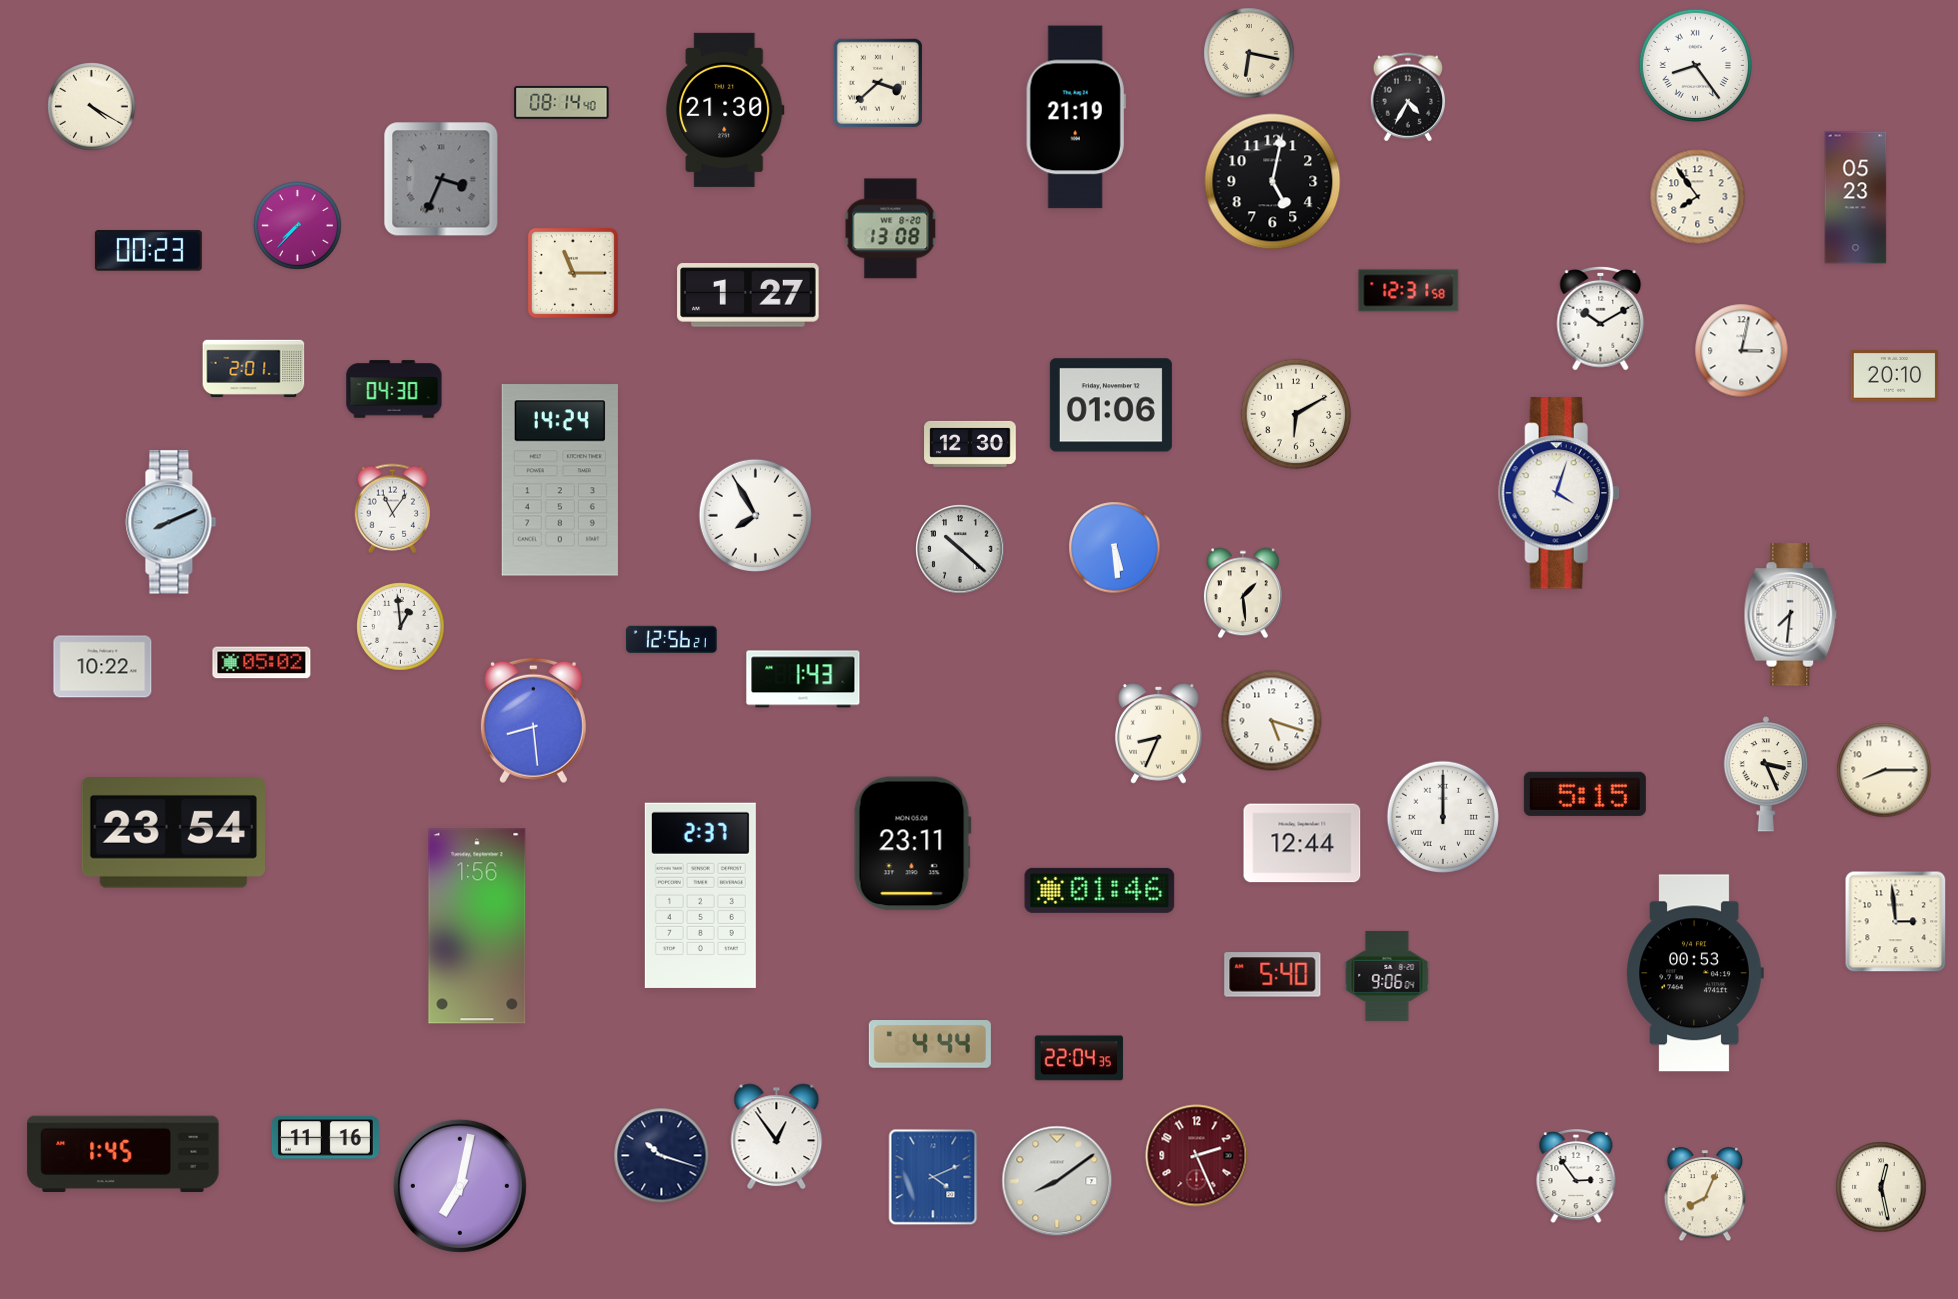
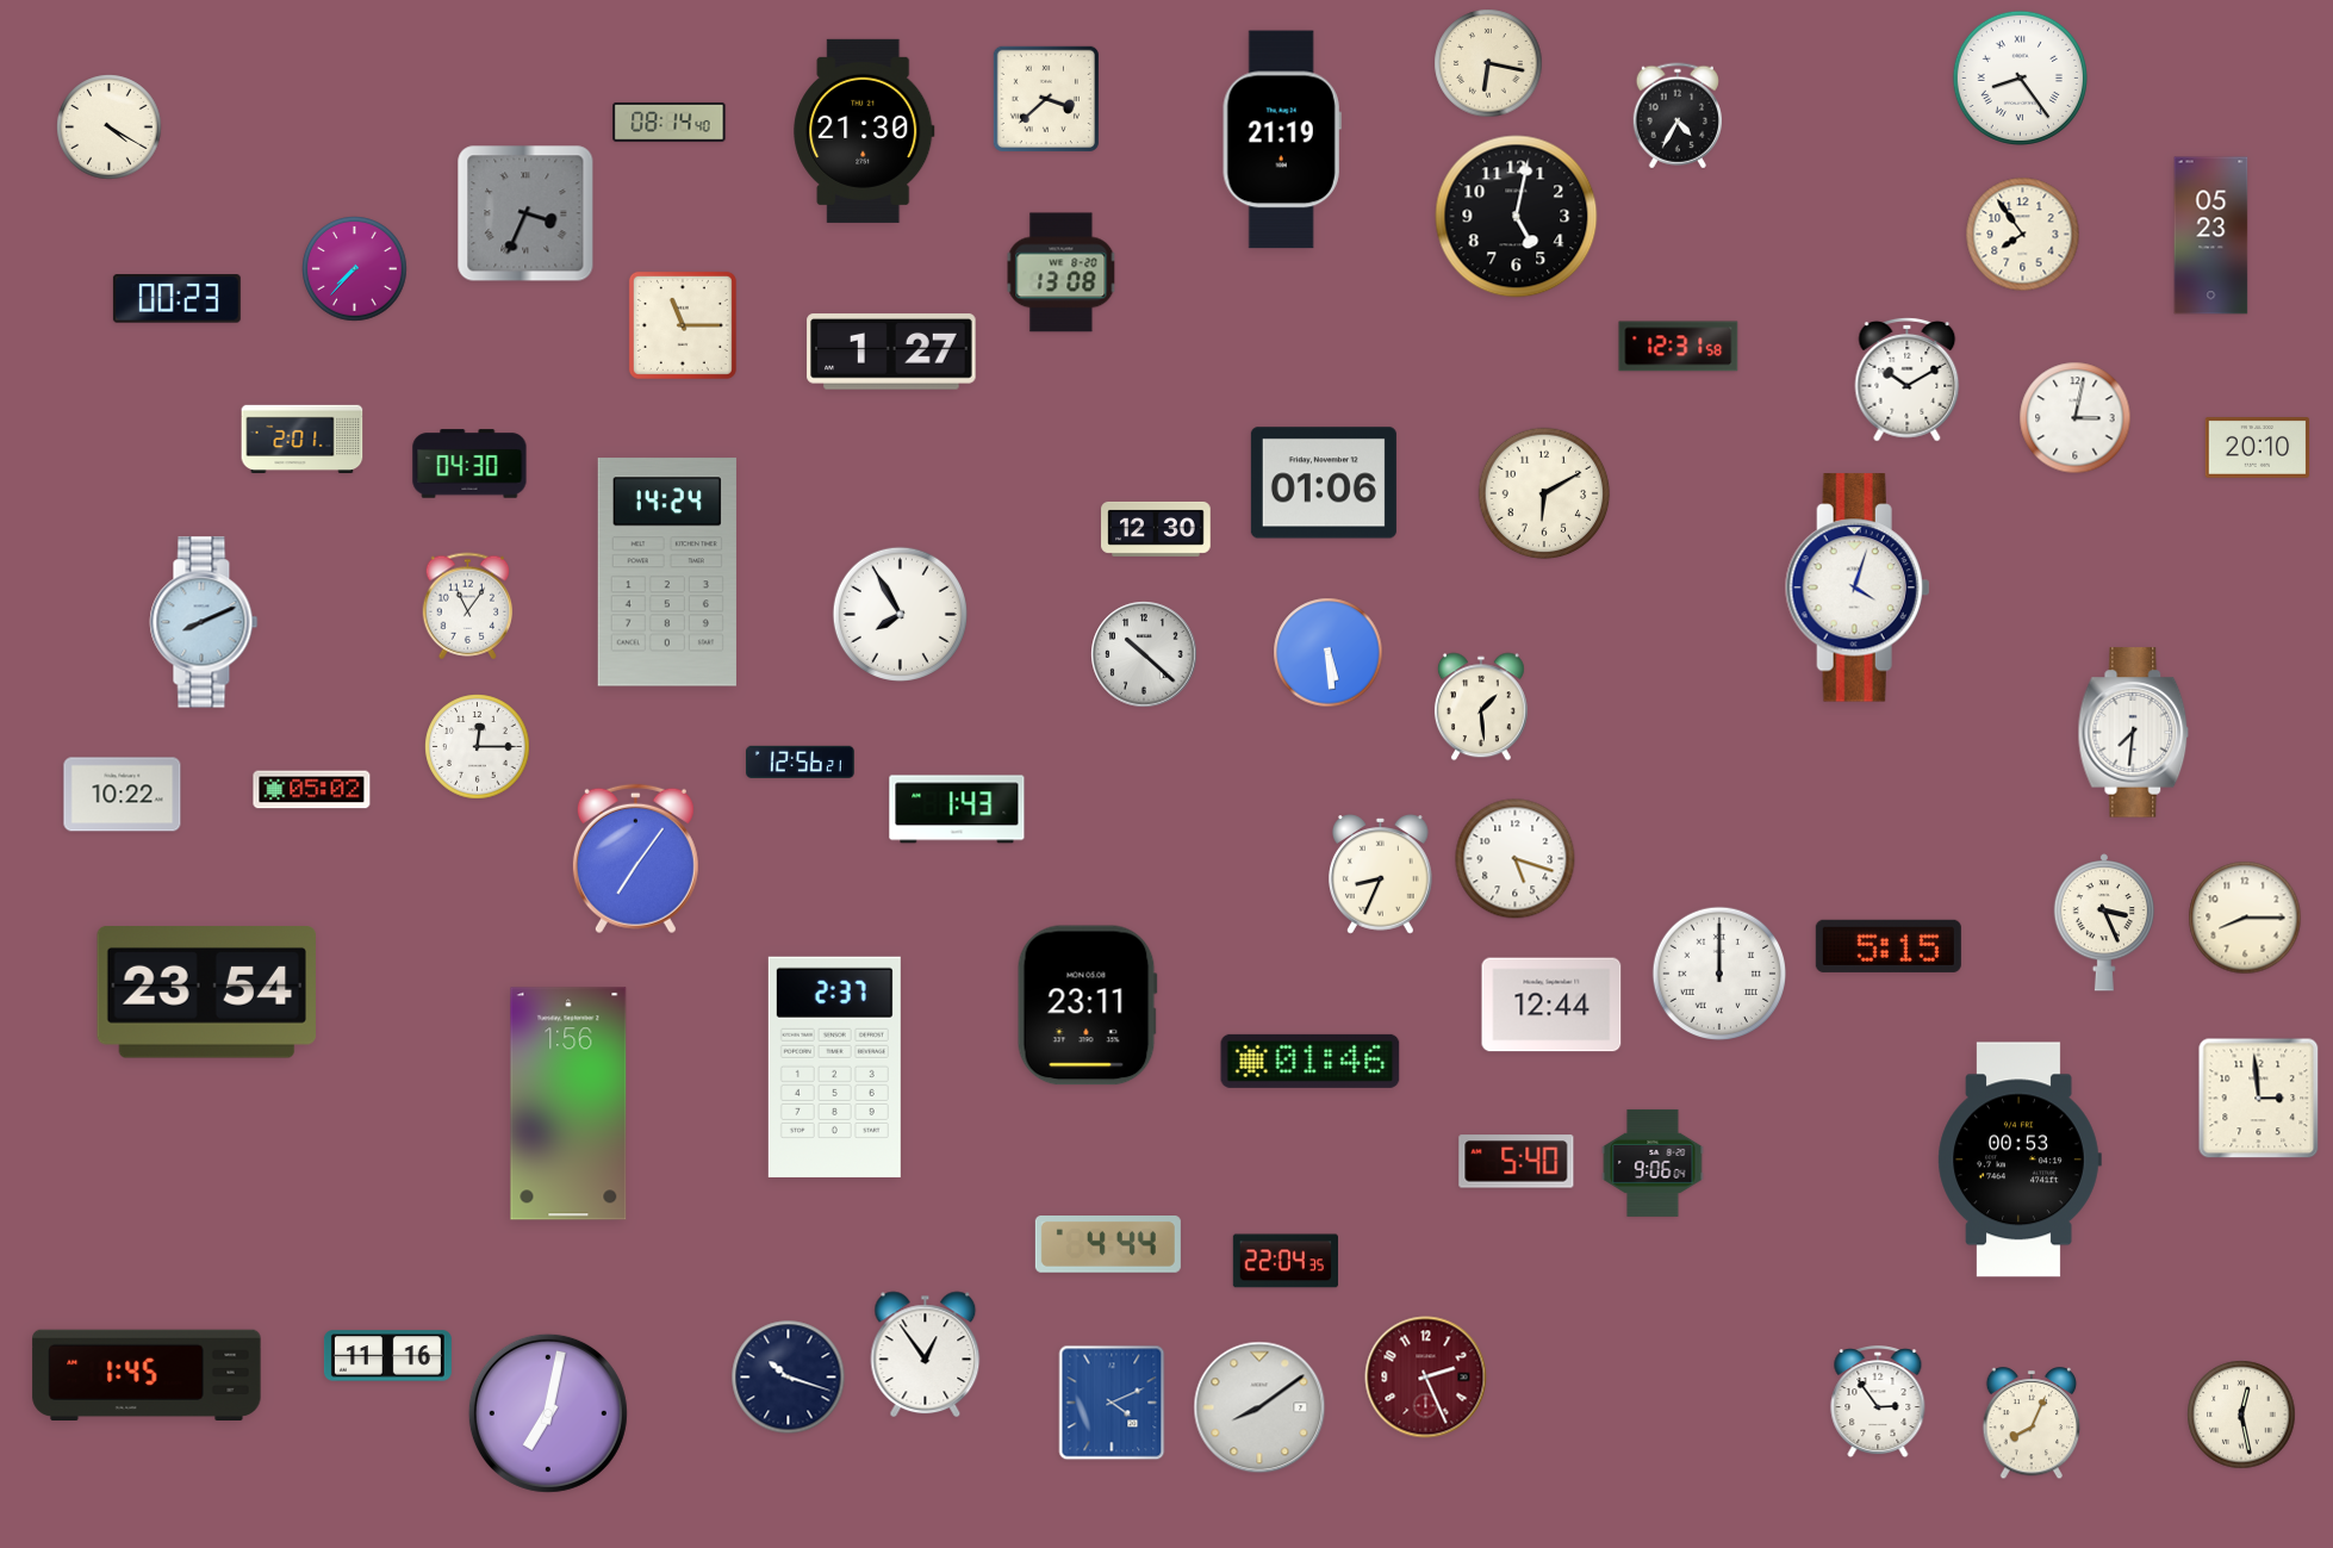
clock at (401, 627): 12:59 -> 12:15
clock at (533, 721): 8:29 -> 7:06
